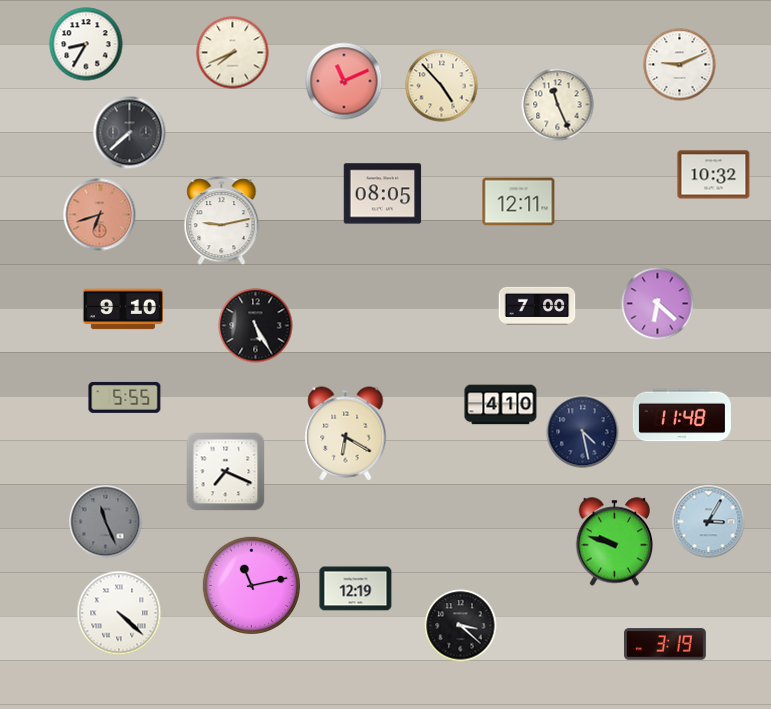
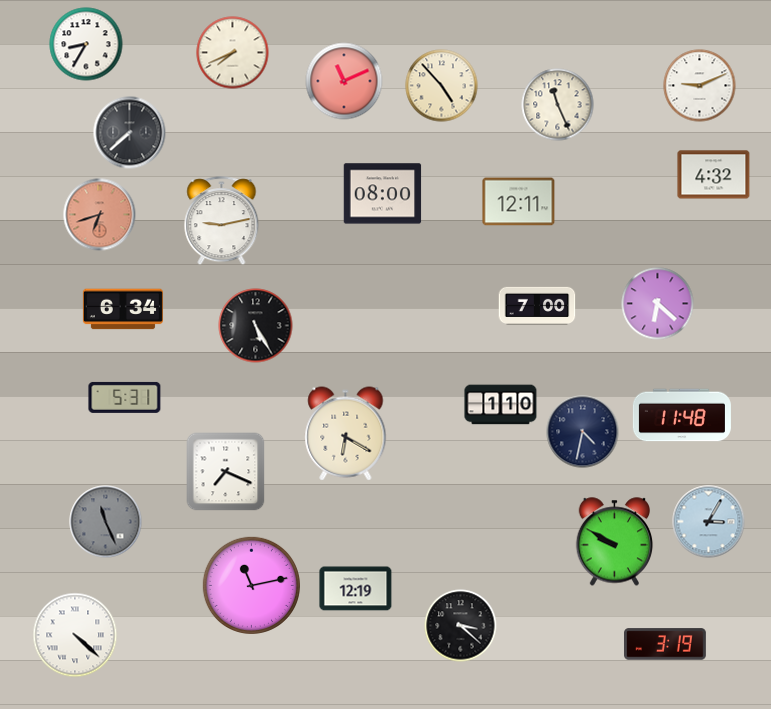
clock at (680, 65) position: (680, 65) -> (700, 86)
clock at (714, 175): 10:32 -> 4:32
clock at (383, 194): 08:05 -> 08:00
clock at (123, 309): 9:10 -> 6:34
clock at (125, 397): 5:55 -> 5:31
clock at (501, 405): 4:10 -> 1:10
clock at (583, 432): 4:28 -> 4:32
clock at (615, 542): 9:48 -> 9:50
clock at (119, 613) position: (119, 613) -> (75, 635)
